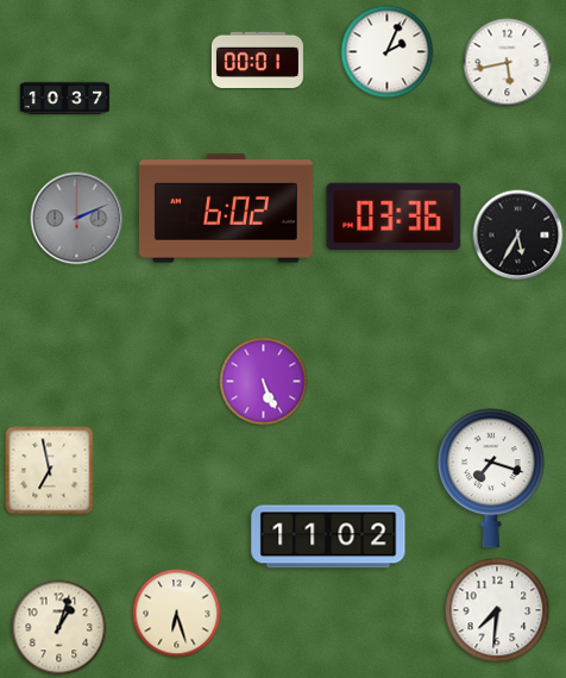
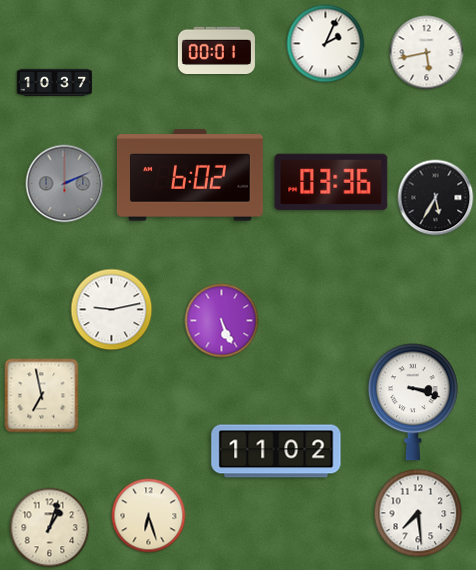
clock at (112, 310): none -> 9:13
clock at (491, 478): 7:18 -> 3:18
clock at (497, 610): 7:31 -> 7:29
